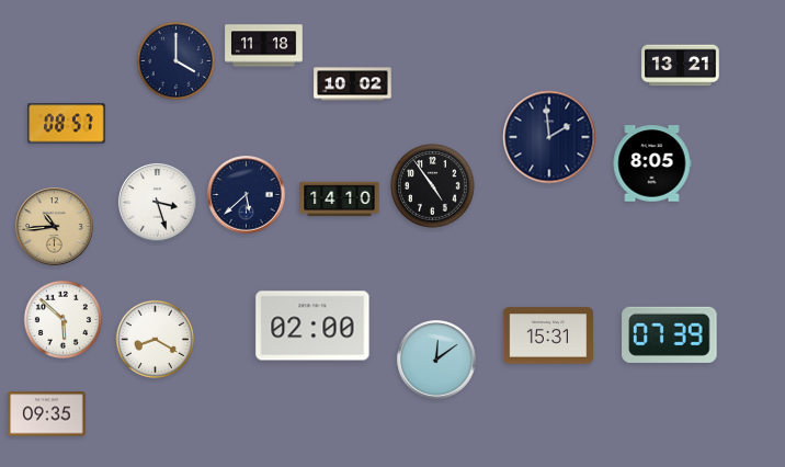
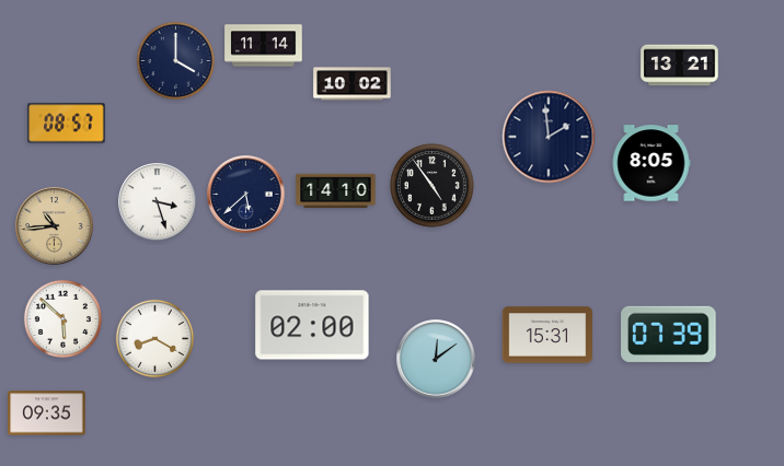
clock at (264, 46): 11:18 -> 11:14
clock at (340, 200) position: (340, 200) -> (336, 191)
